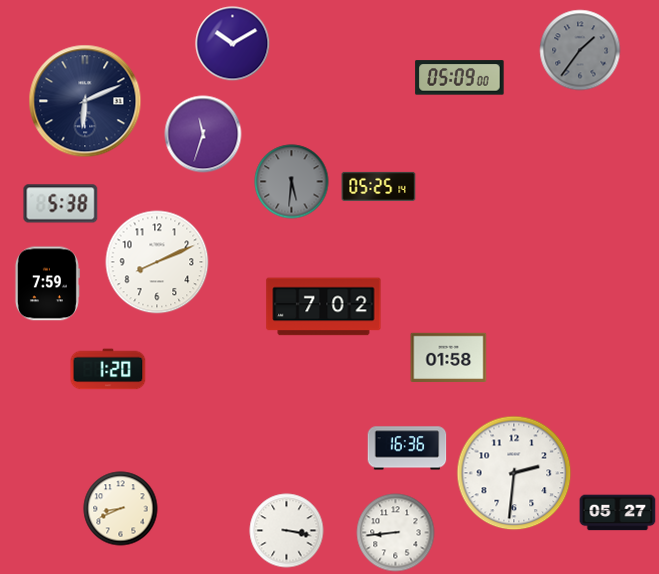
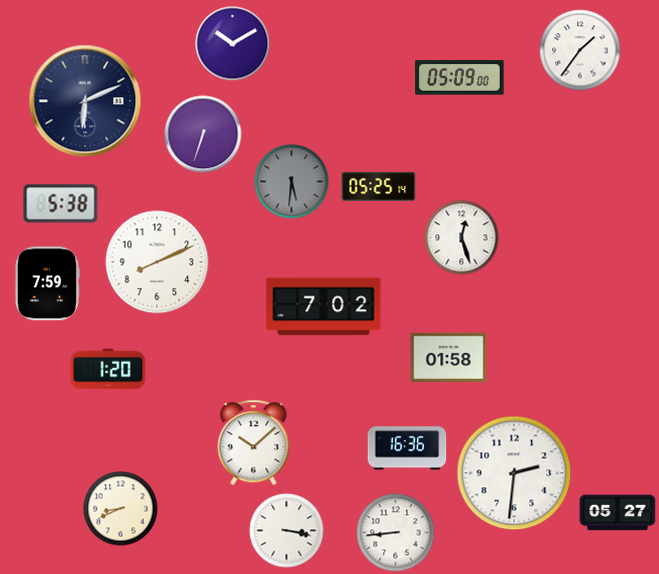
clock at (580, 50) dial: grey -> white
clock at (203, 134): 11:33 -> 6:33
clock at (462, 238): none -> 12:27
clock at (254, 443): none -> 10:08
